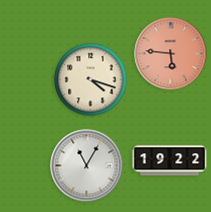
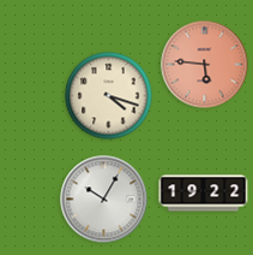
clock at (87, 166): 11:05 -> 10:05
